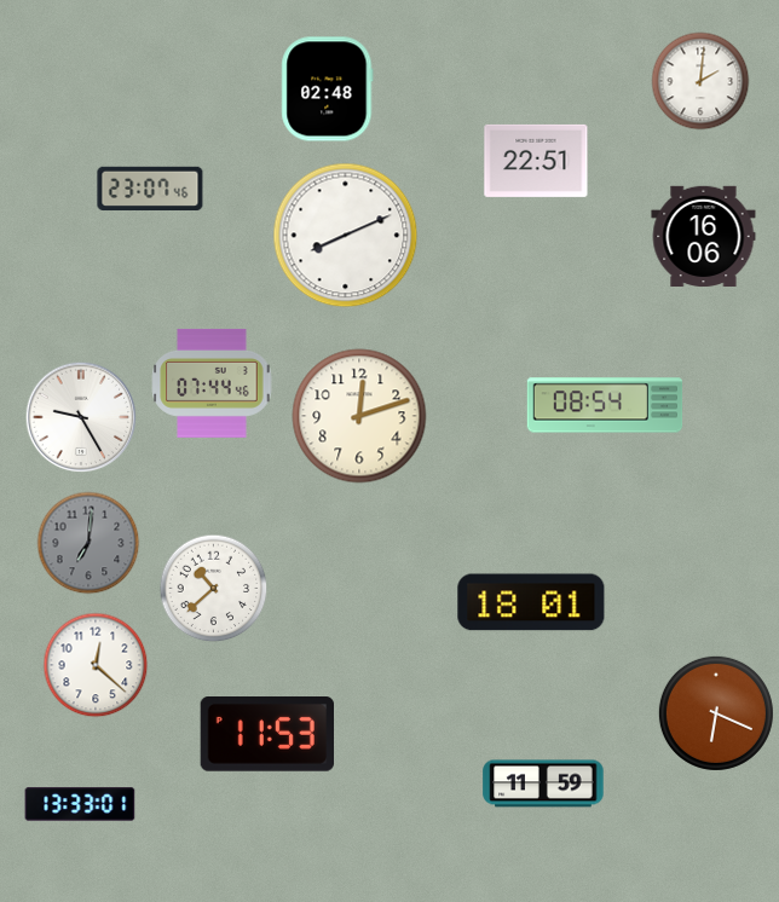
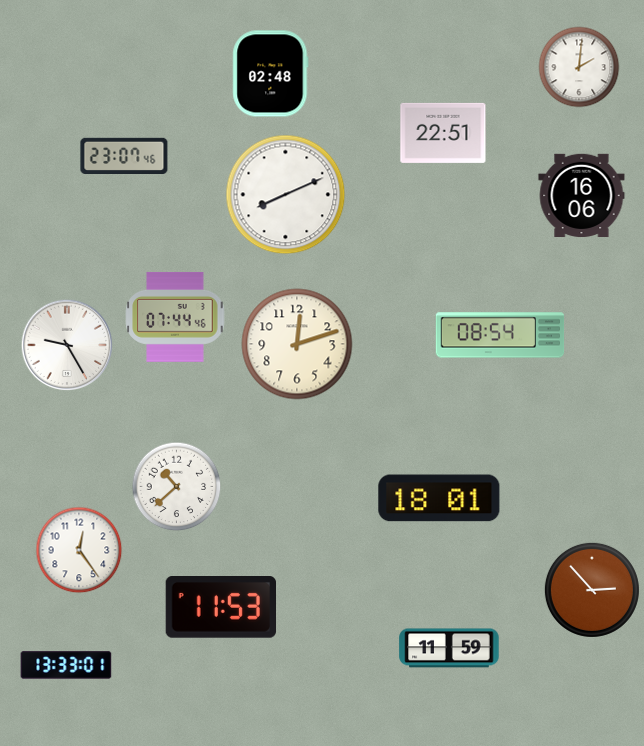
clock at (88, 543): 7:01 -> none
clock at (96, 665): 12:22 -> 12:24
clock at (716, 713): 6:19 -> 2:53
